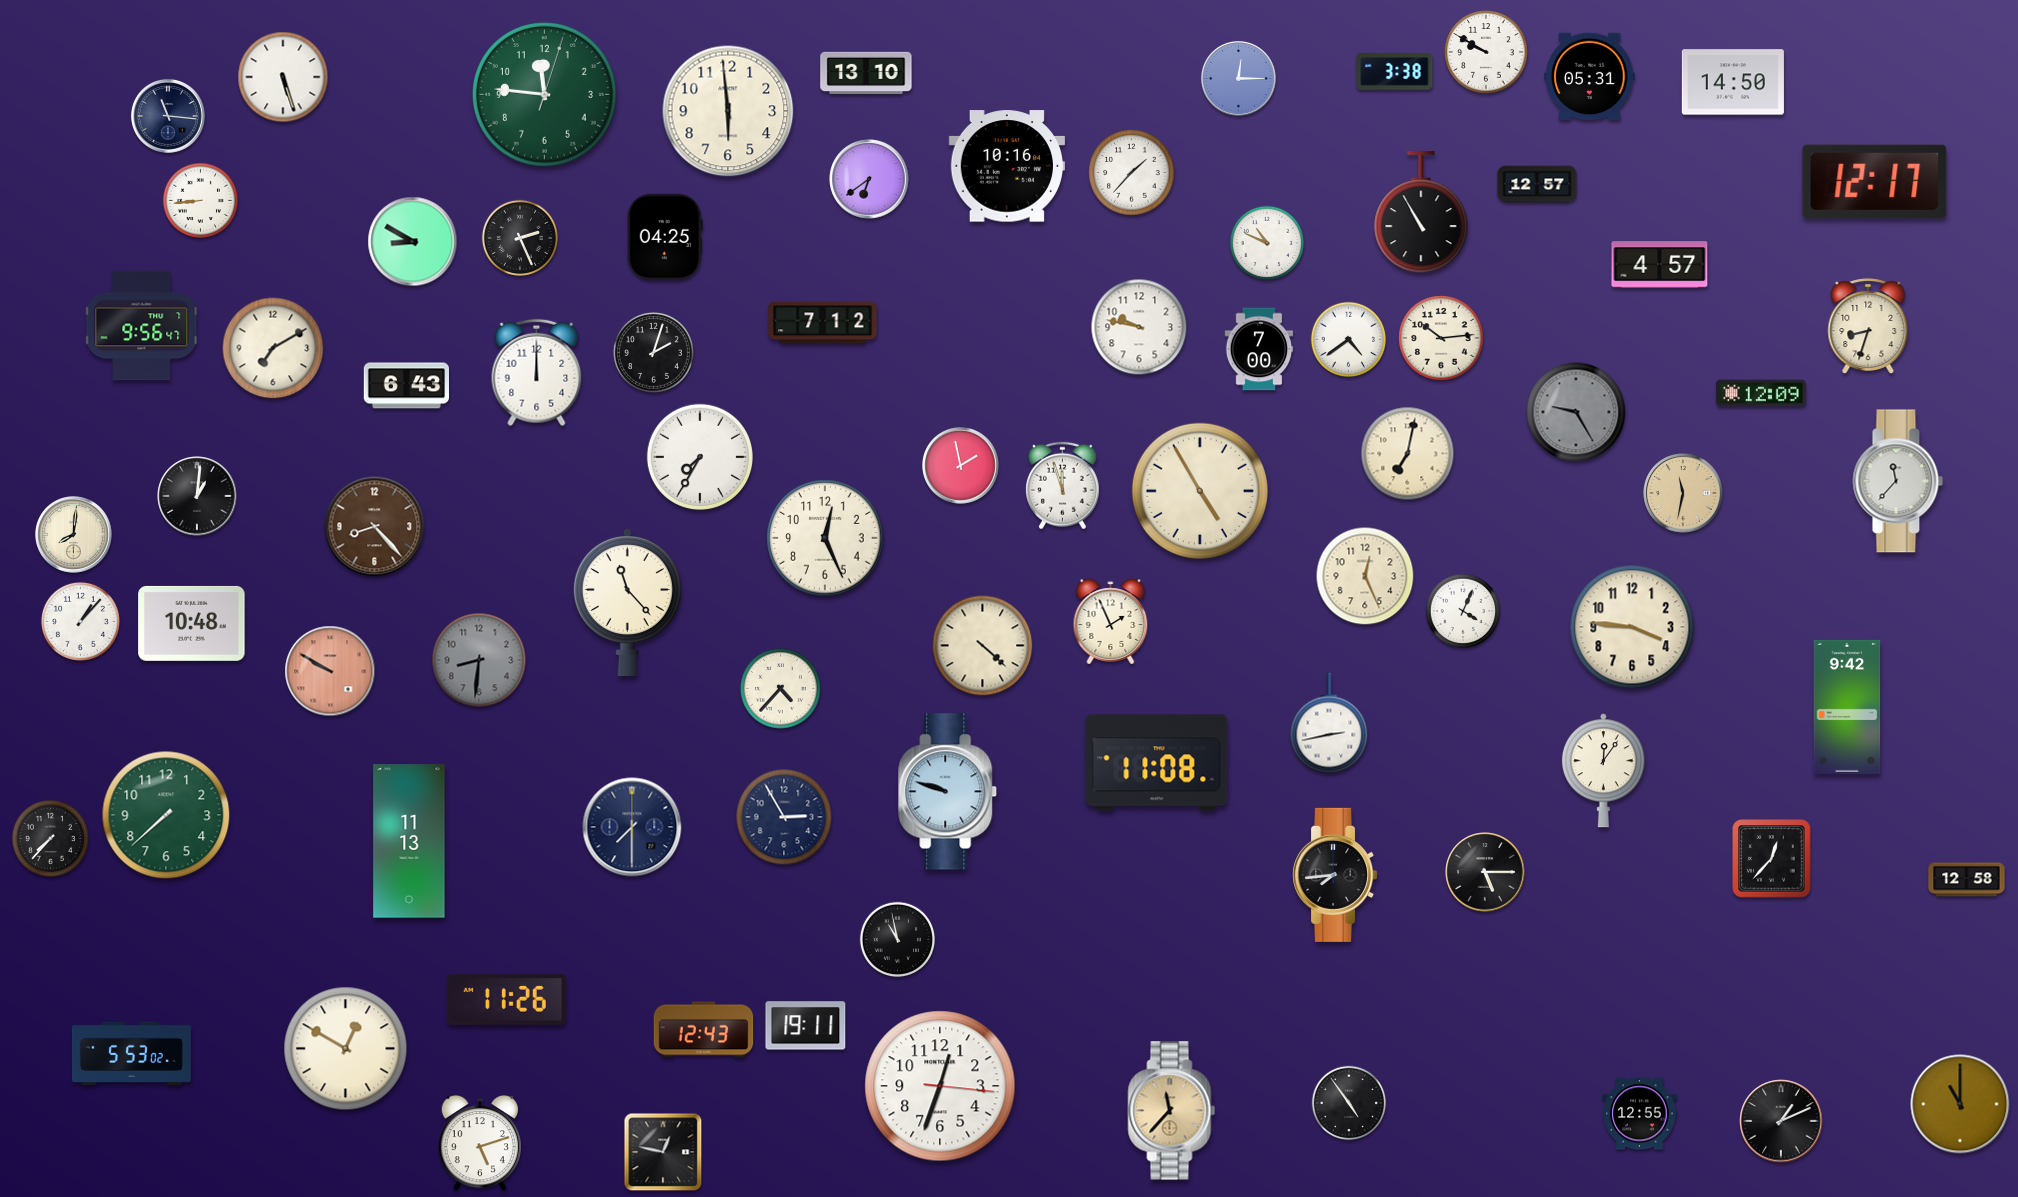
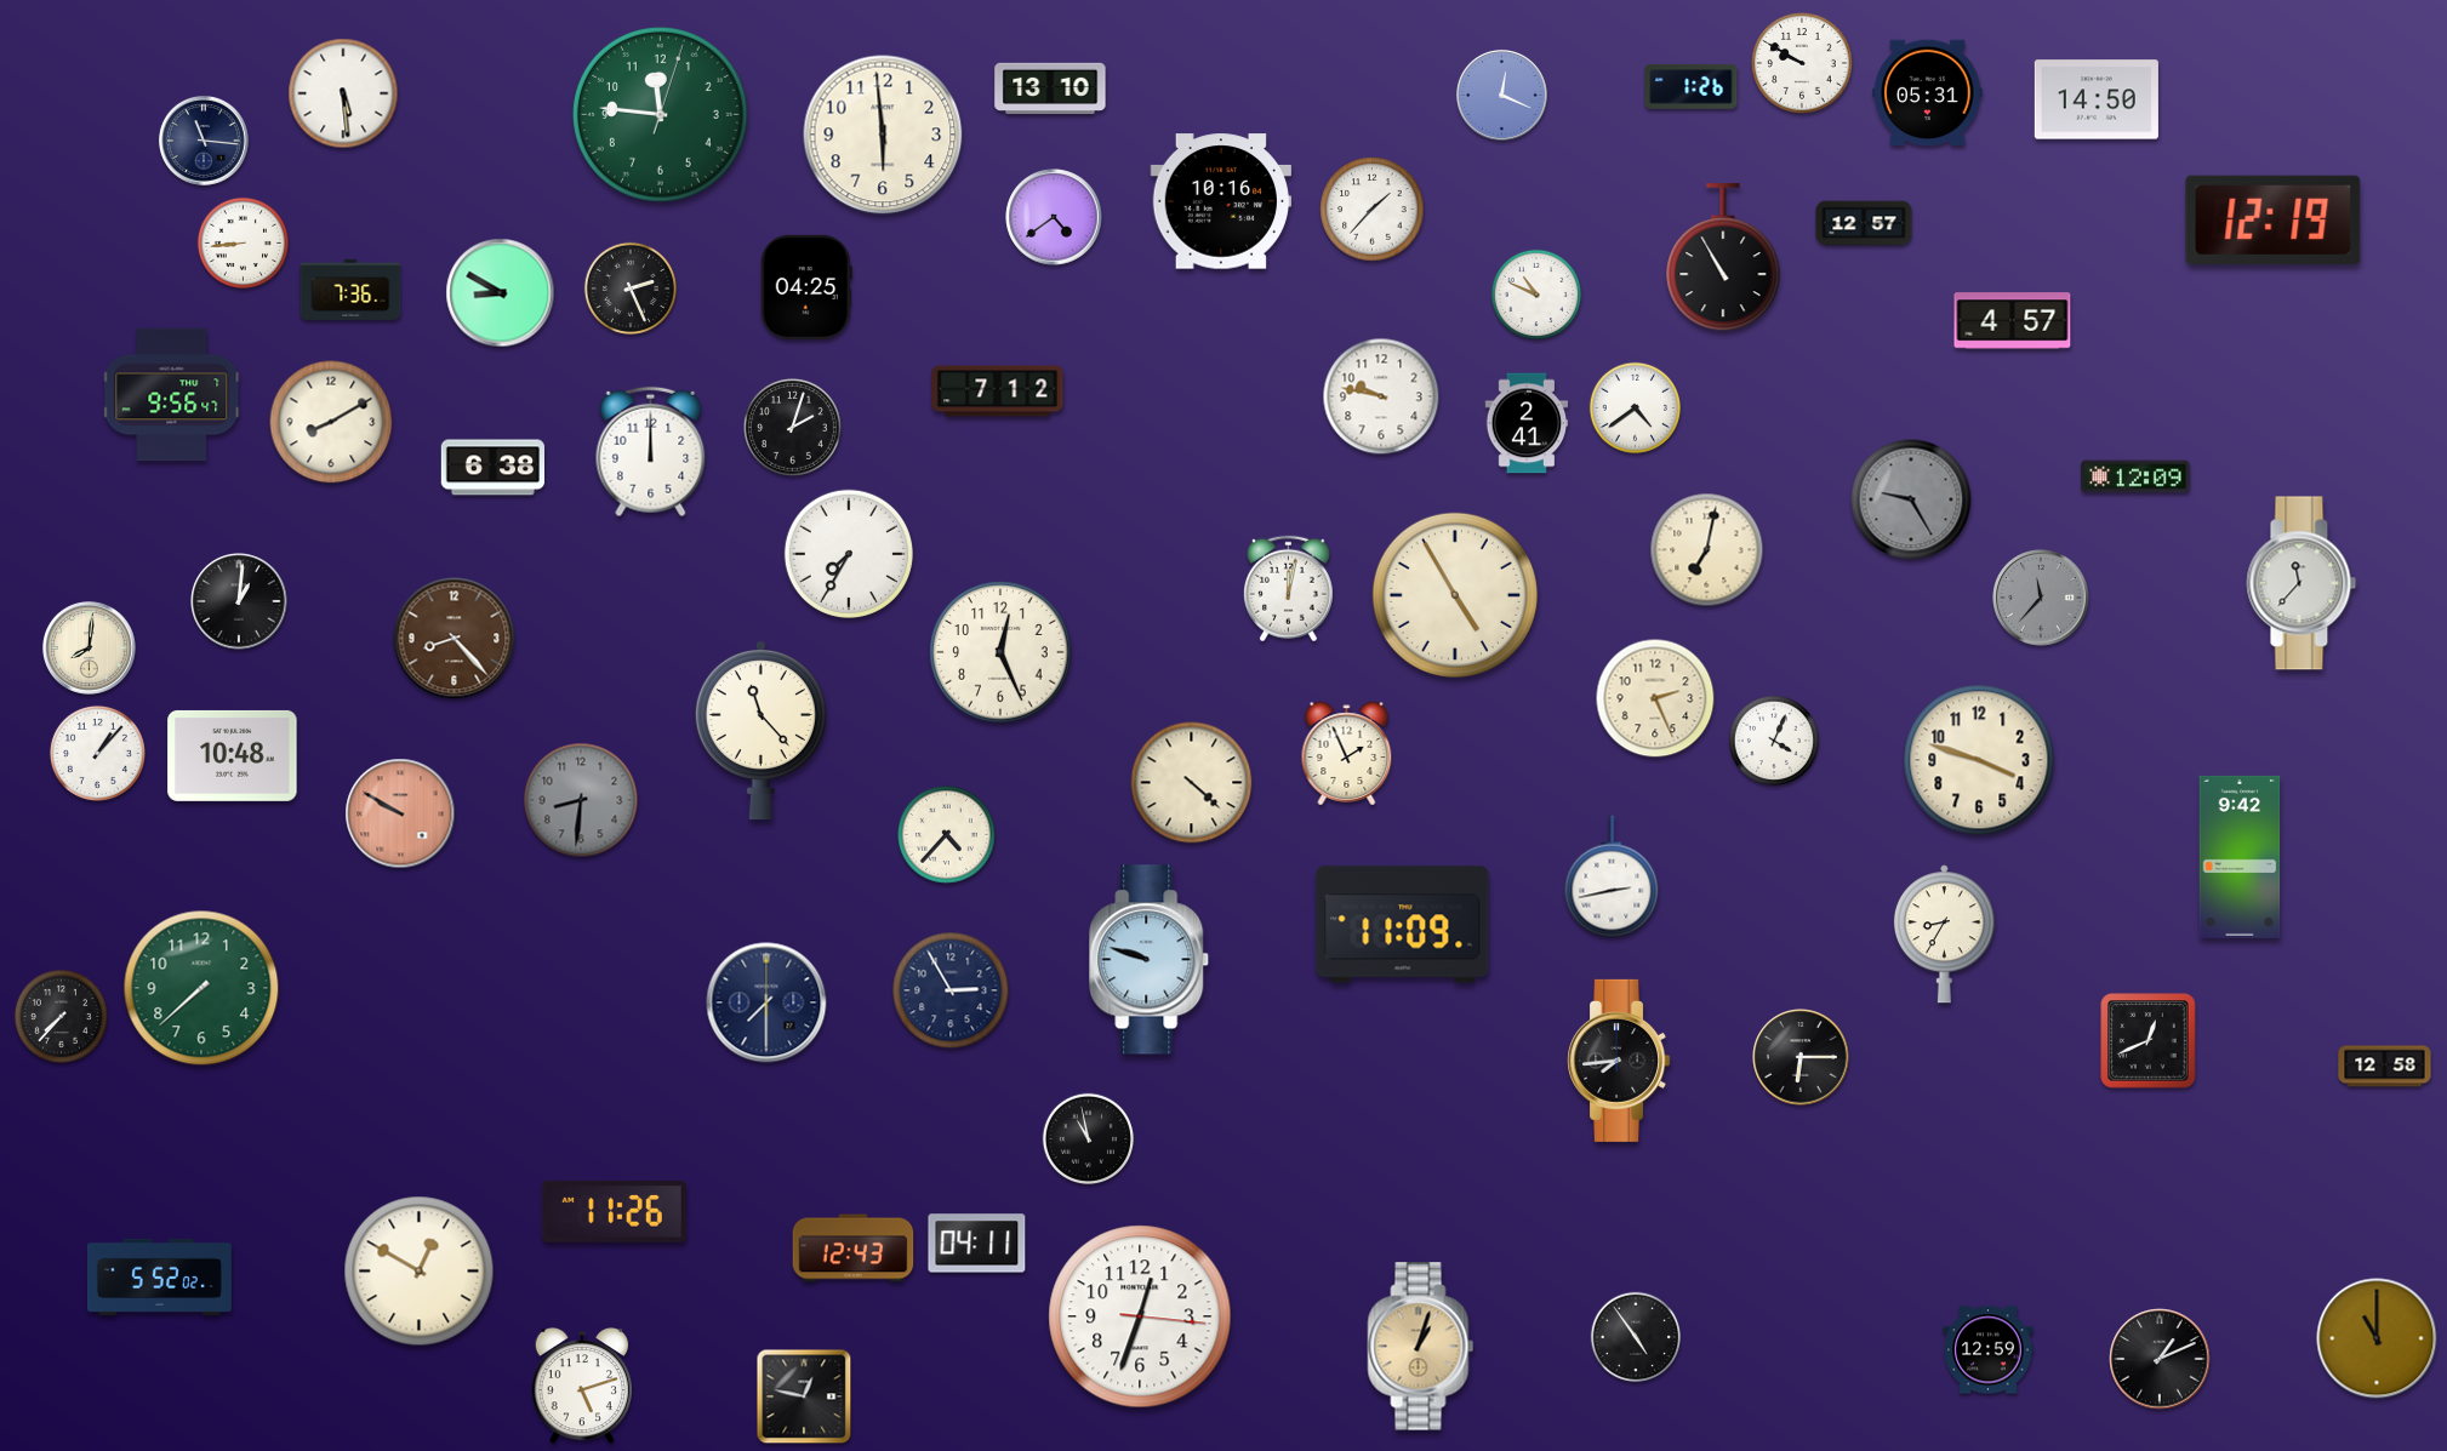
clock at (1395, 72): 3:38 -> 1:26
clock at (283, 77): 5:27 -> 5:29
clock at (1238, 78): 12:15 -> 12:19
clock at (1733, 82) position: (1733, 82) -> (2097, 99)
clock at (869, 179): 6:39 -> 4:39
clock at (1875, 181): 12:17 -> 12:19
clock at (350, 290): none -> 7:36
clock at (1868, 326): 8:33 -> none
clock at (1441, 338): 10:14 -> none
clock at (1349, 340) position: (1349, 340) -> (1636, 409)
clock at (273, 348): 7:10 -> 8:10
clock at (1259, 349): 7:00 -> 2:41
clock at (406, 386): 6:43 -> 6:38
clock at (961, 466): 1:58 -> none
clock at (1062, 486): 11:57 -> 12:02
clock at (1683, 493): 11:32 -> 11:37
clock at (1683, 493) dial: champagne -> grey
clock at (1365, 576): 12:26 -> 2:26
clock at (1632, 627): 3:46 -> 3:48
clock at (1157, 763): 11:08 -> 11:09
clock at (1603, 771): 12:06 -> 8:35
clock at (409, 841): 11:13 -> none
clock at (1772, 859): 12:37 -> 12:41
clock at (1485, 872): 5:15 -> 6:15
clock at (806, 1026): 19:11 -> 04:11
clock at (131, 1053): 5:53 -> 5:52
clock at (1172, 1111): 11:37 -> 1:03
clock at (1640, 1114): 12:55 -> 12:59
